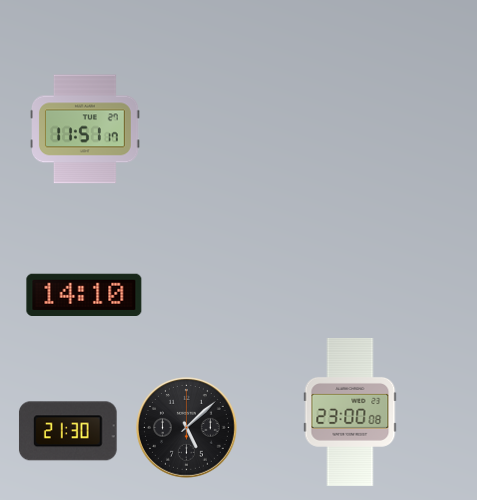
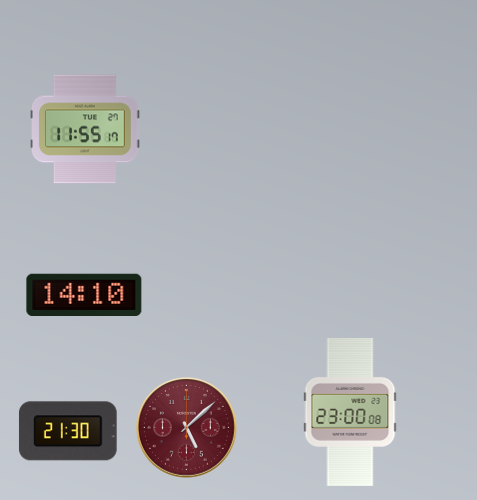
clock at (86, 129): 11:51 -> 11:55
clock at (187, 428) dial: black -> burgundy
